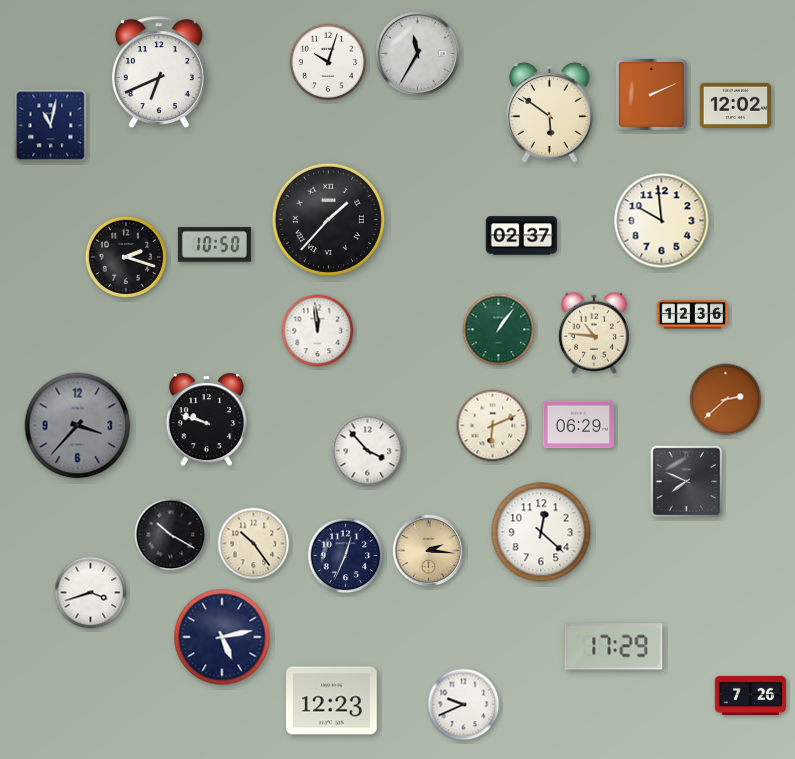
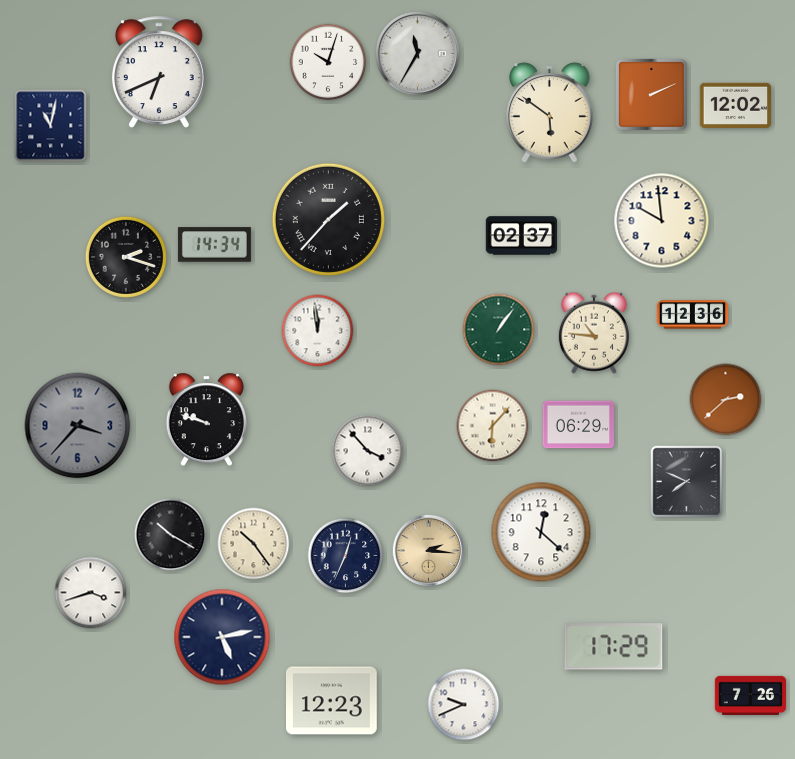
clock at (214, 245): 10:50 -> 14:34
clock at (493, 426): 6:11 -> 6:07
